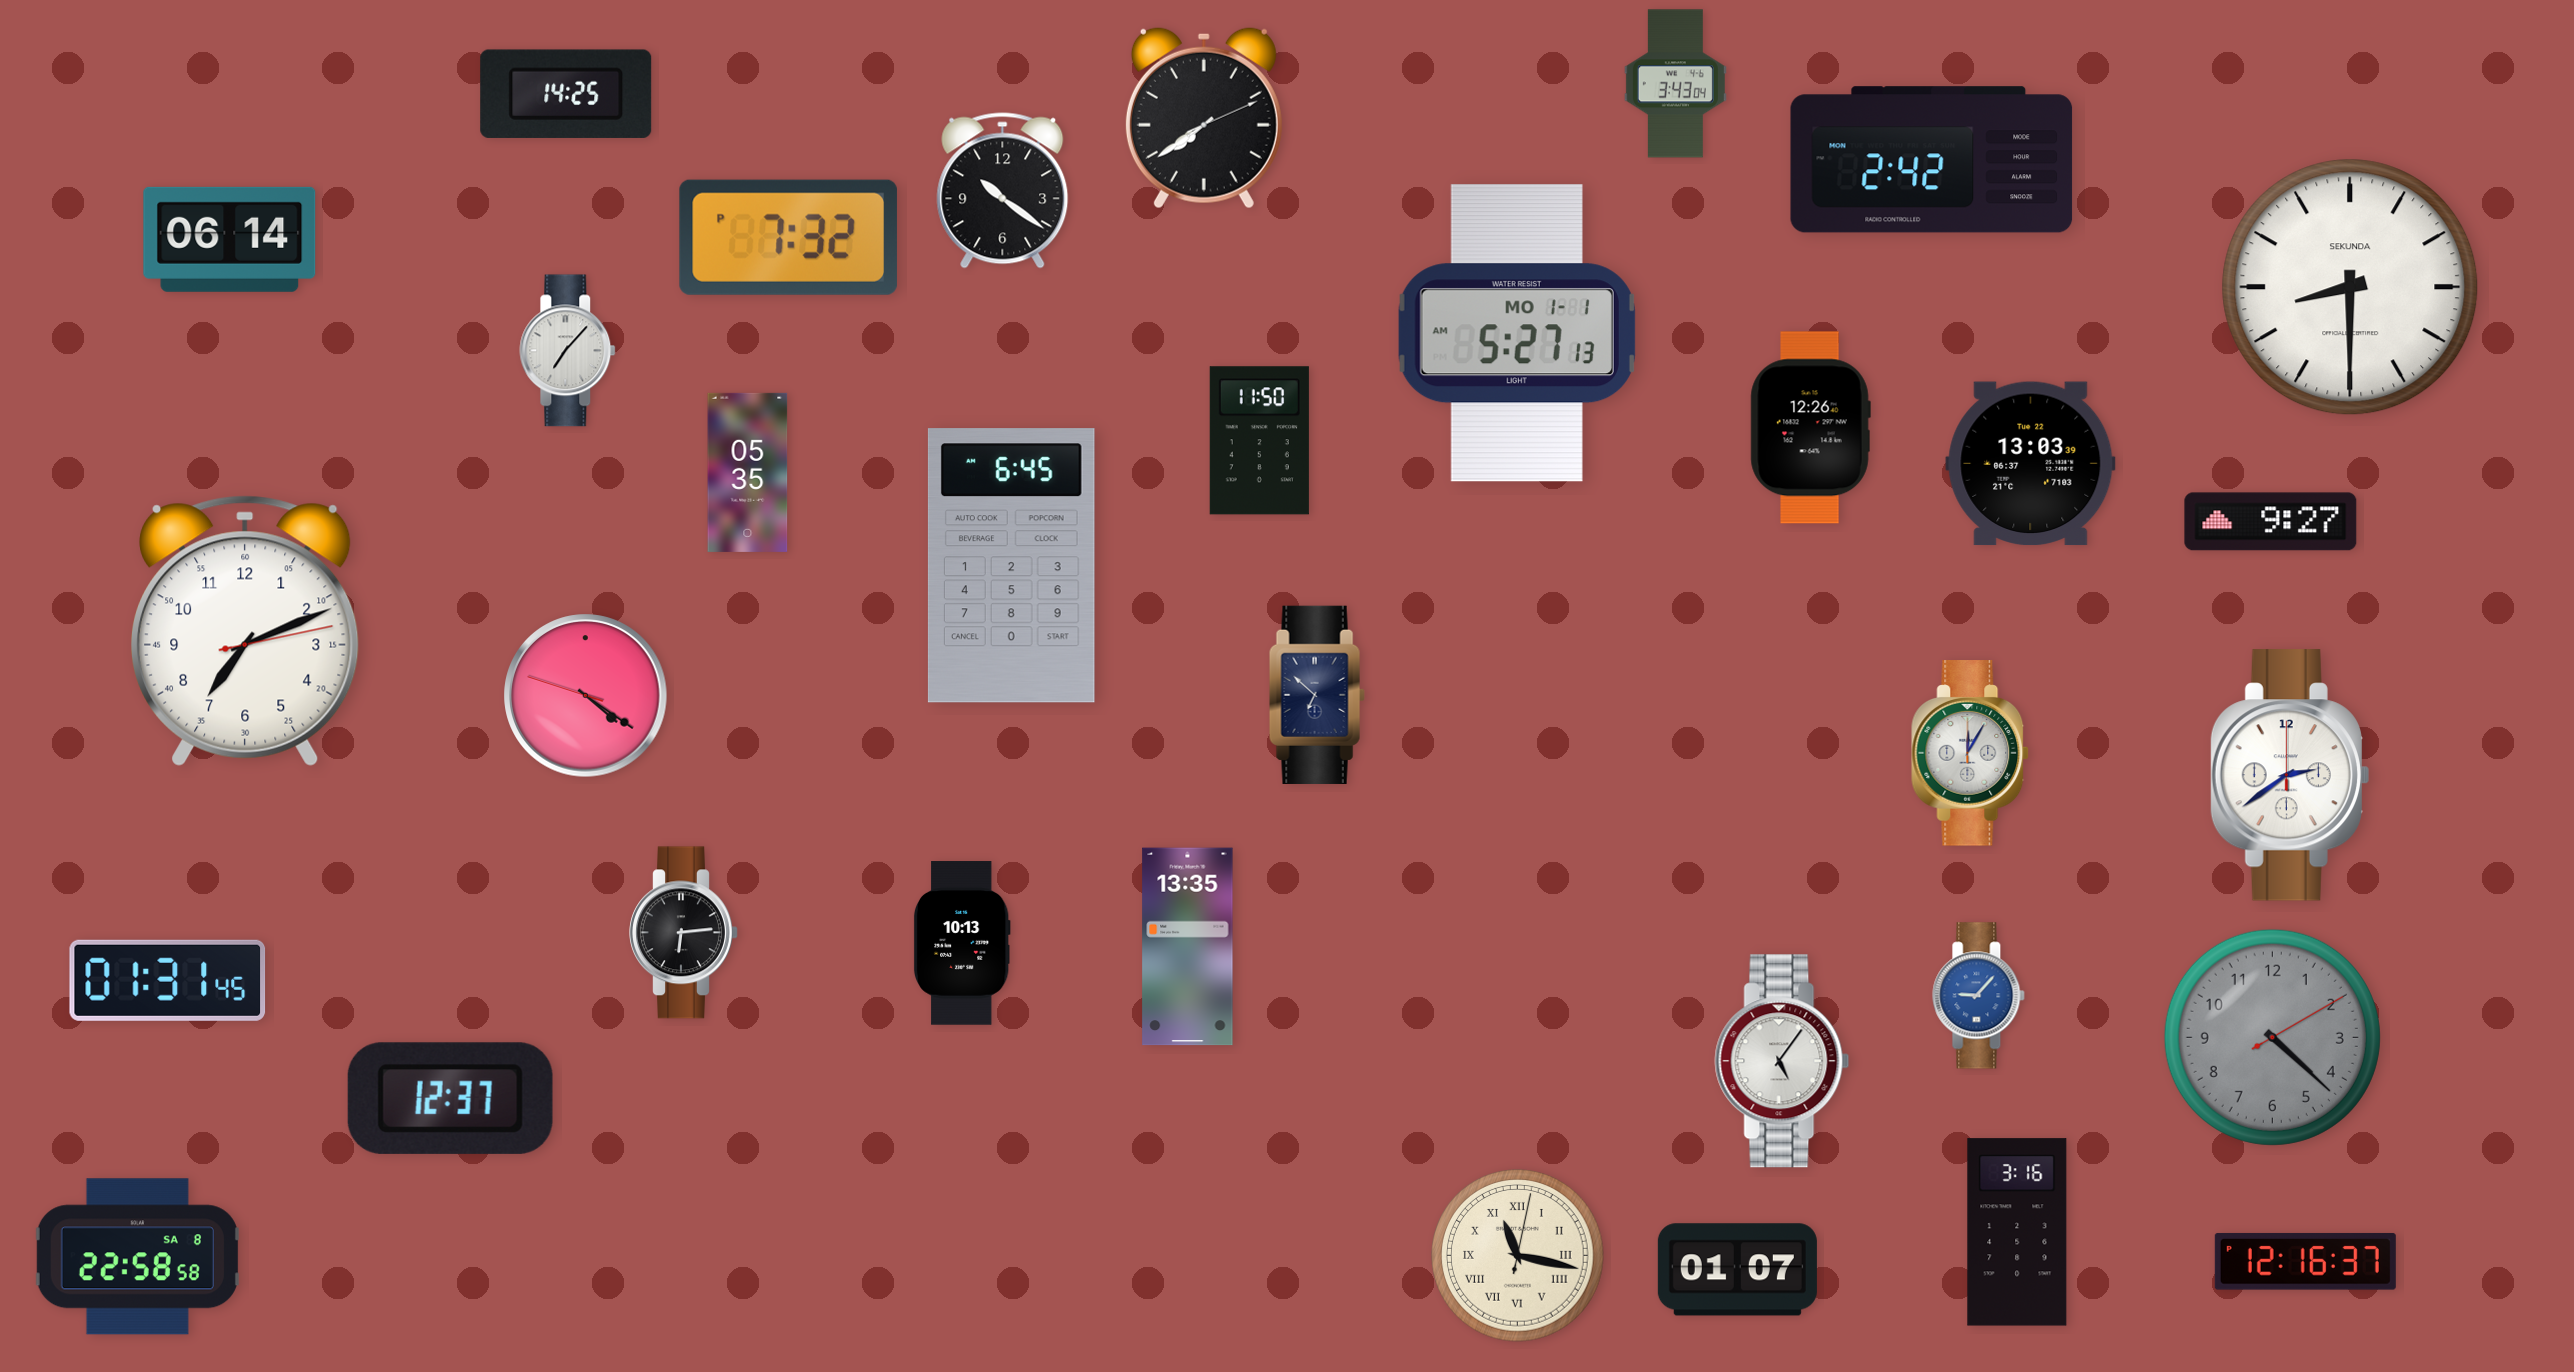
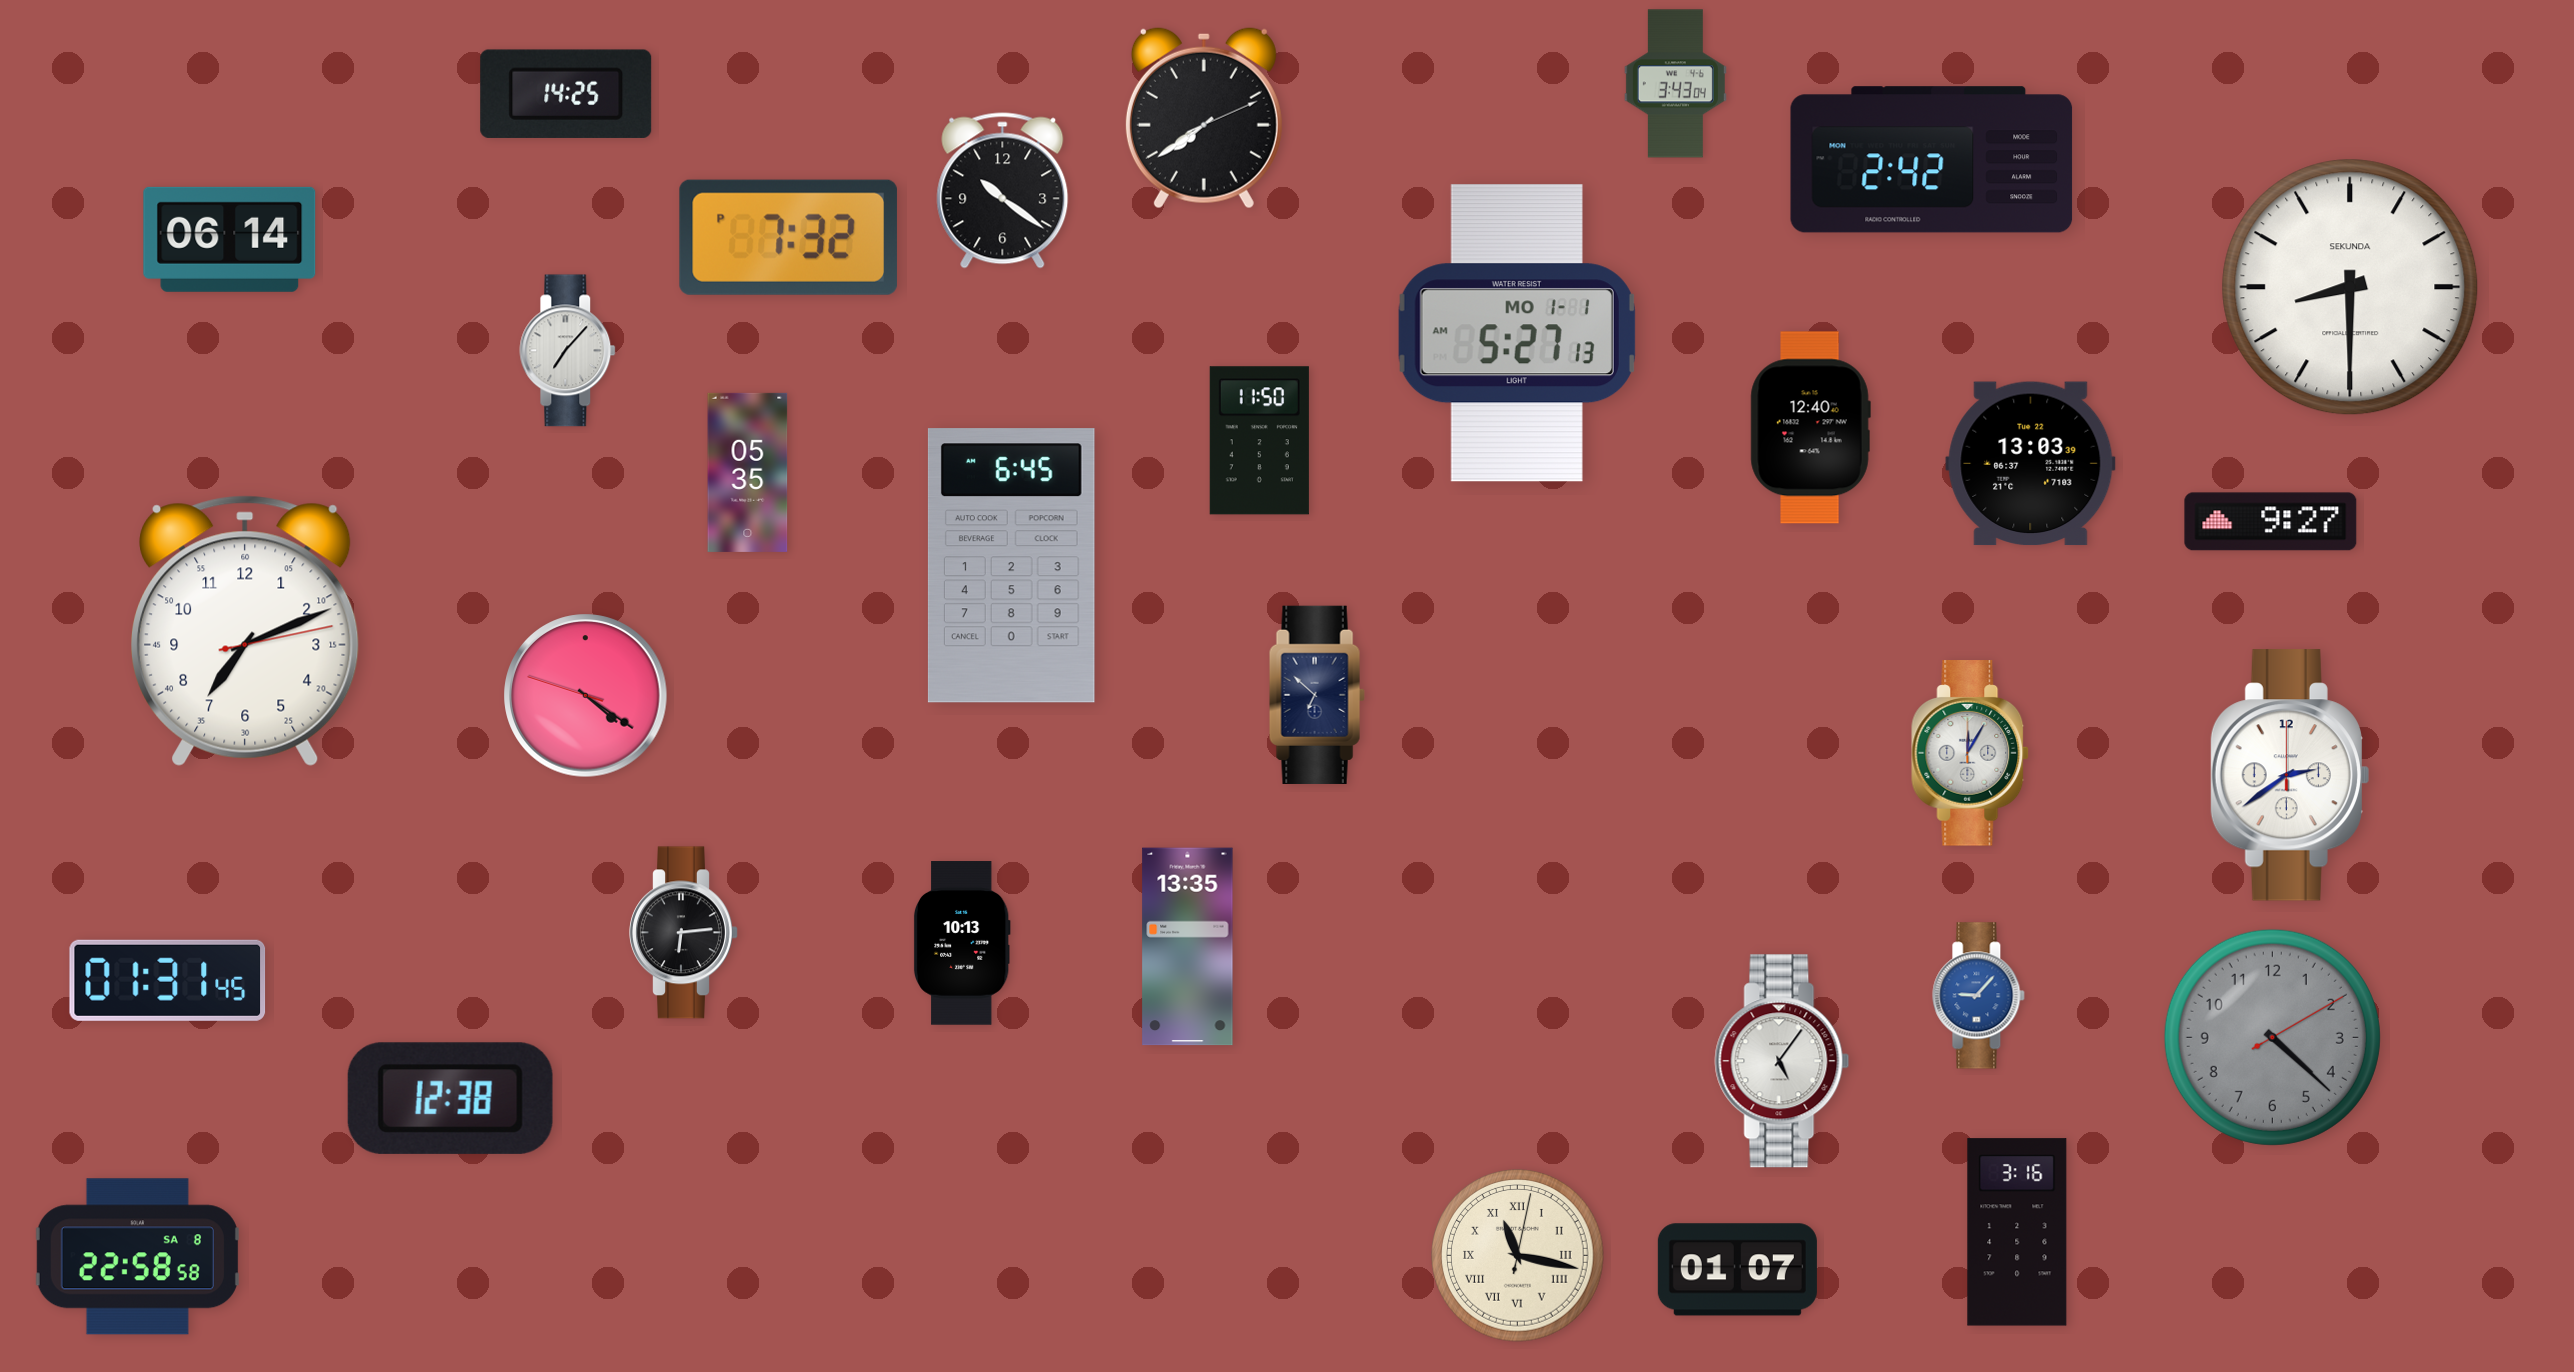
clock at (1810, 428): 12:26 -> 12:40
clock at (450, 1098): 12:37 -> 12:38
clock at (2305, 1262): 12:16 -> none
